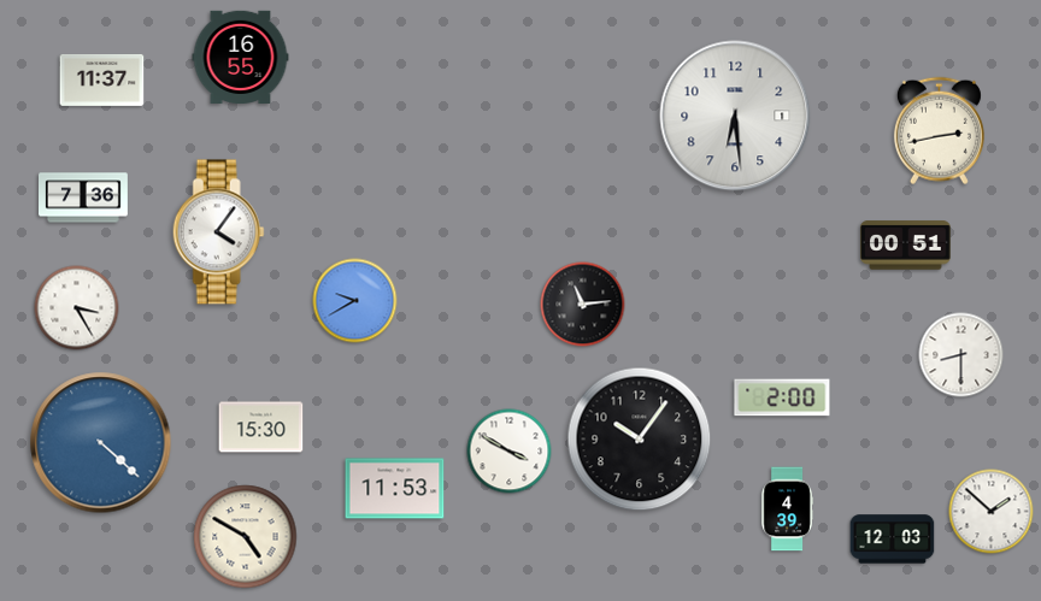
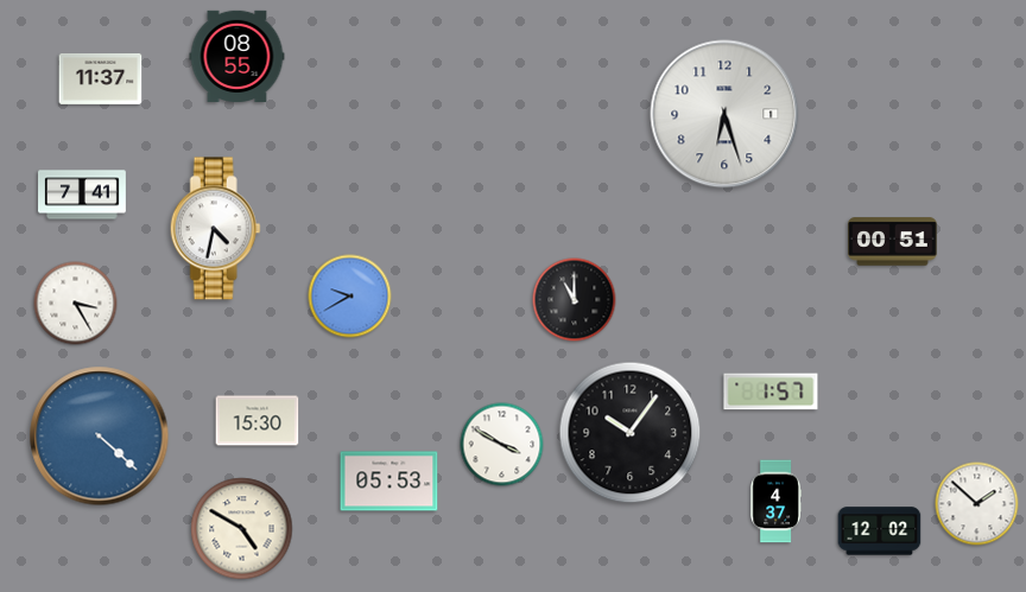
clock at (241, 57): 16:55 -> 08:55
clock at (735, 116): 6:29 -> 6:27
clock at (939, 131): 2:43 -> none
clock at (84, 198): 7:36 -> 7:41
clock at (218, 232): 4:06 -> 4:32
clock at (583, 305): 11:14 -> 11:00
clock at (961, 355): 8:30 -> none
clock at (782, 397): 2:00 -> 1:57
clock at (395, 489): 11:53 -> 05:53
clock at (787, 509): 4:39 -> 4:37
clock at (893, 540): 12:03 -> 12:02
